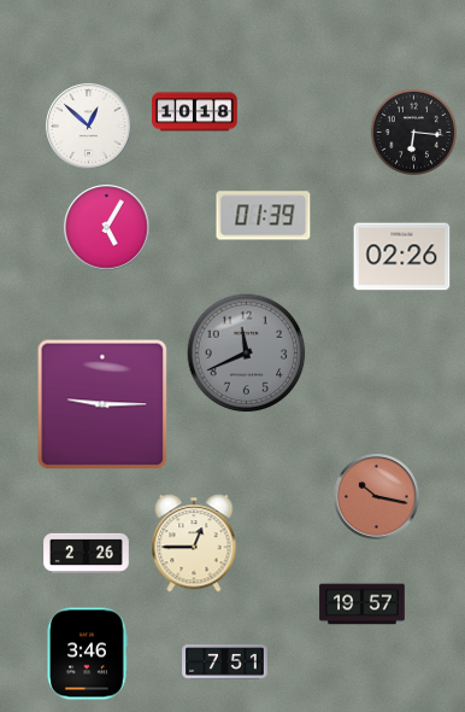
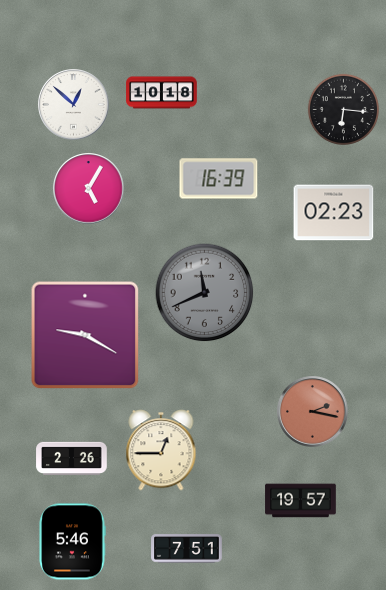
clock at (264, 216): 01:39 -> 16:39
clock at (402, 257): 02:26 -> 02:23
clock at (102, 404): 9:15 -> 9:20
clock at (377, 497): 10:17 -> 2:17
clock at (87, 654): 3:46 -> 5:46
